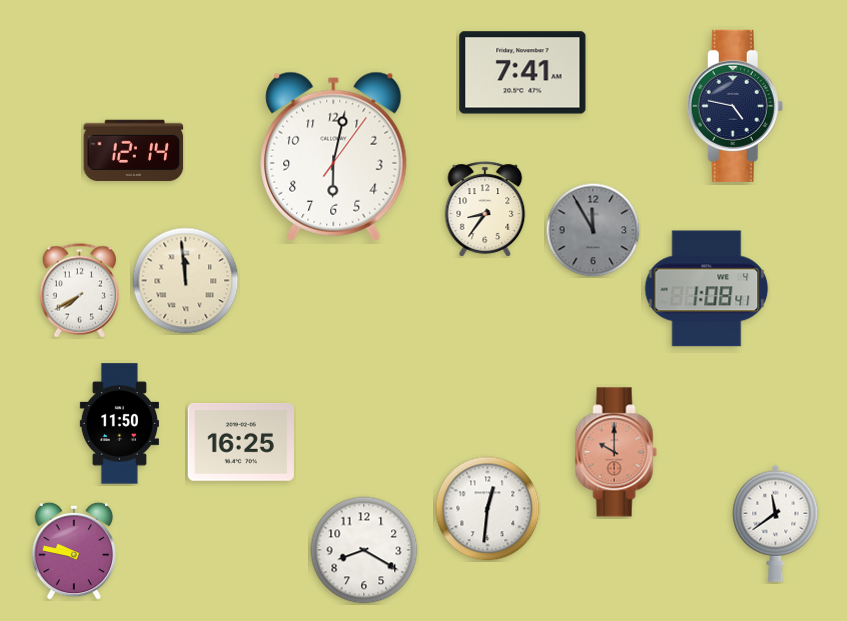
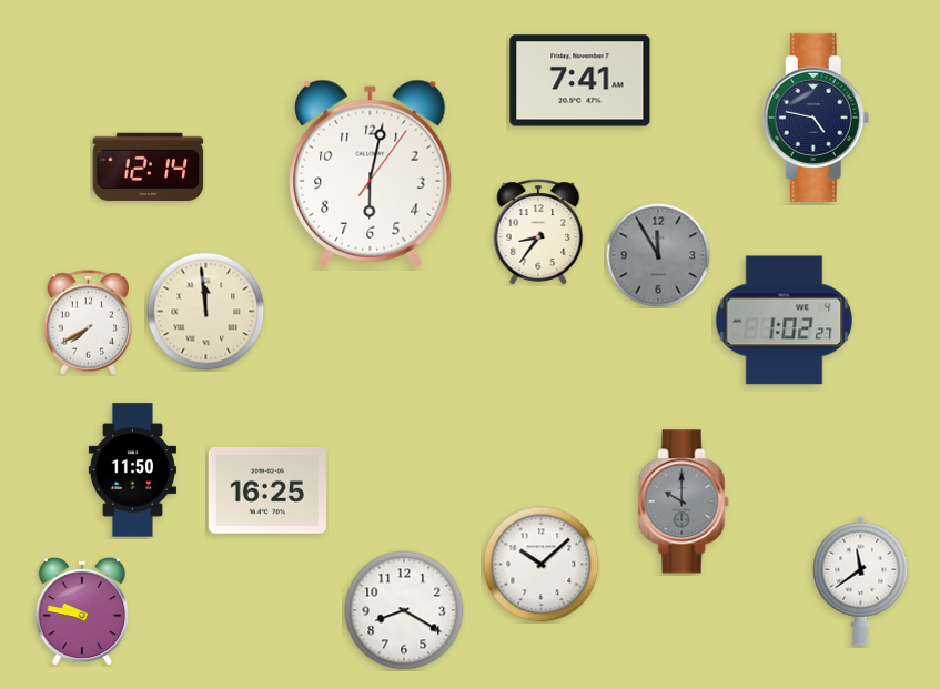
clock at (707, 289): 1:08 -> 1:02
clock at (616, 452) dial: salmon -> grey
clock at (488, 509): 12:31 -> 10:08
